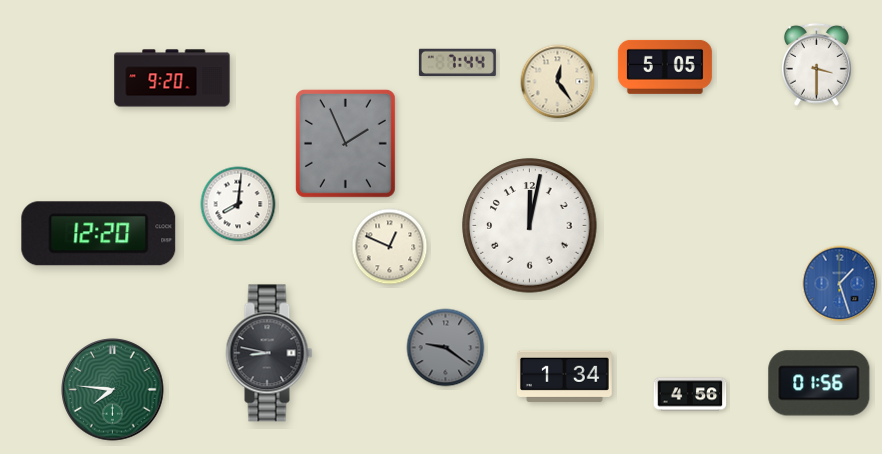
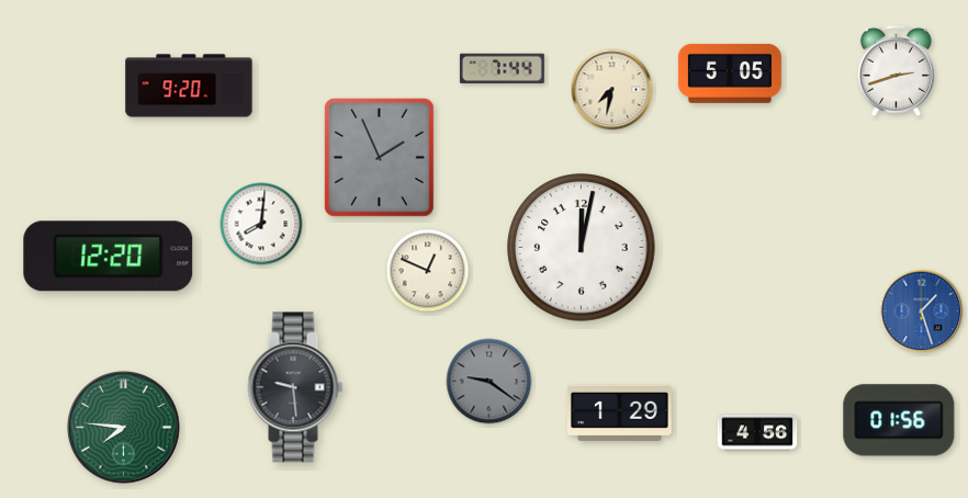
clock at (816, 64): 3:30 -> 2:42
clock at (558, 82): 12:24 -> 7:32
clock at (269, 353): 8:47 -> 9:29
clock at (564, 376): 1:34 -> 1:29
